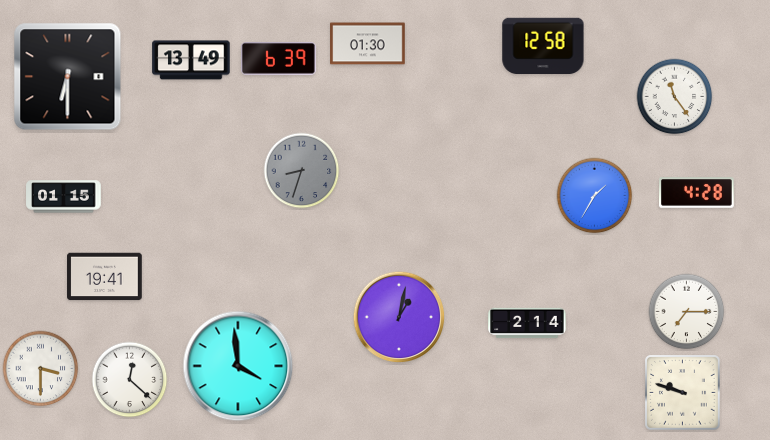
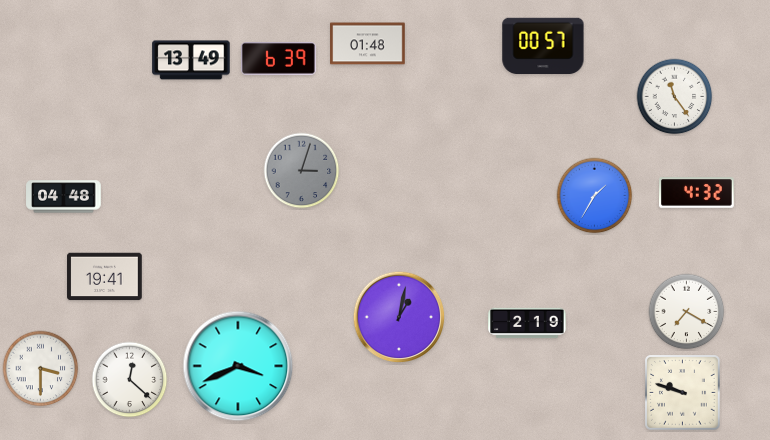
clock at (368, 44): 01:30 -> 01:48
clock at (543, 46): 12:58 -> 00:57
clock at (68, 77): 6:30 -> none
clock at (302, 171): 8:33 -> 3:03
clock at (697, 193): 4:28 -> 4:32
clock at (64, 197): 01:15 -> 04:48
clock at (687, 312): 7:15 -> 7:20
clock at (527, 323): 2:14 -> 2:19
clock at (238, 366): 3:59 -> 3:41
